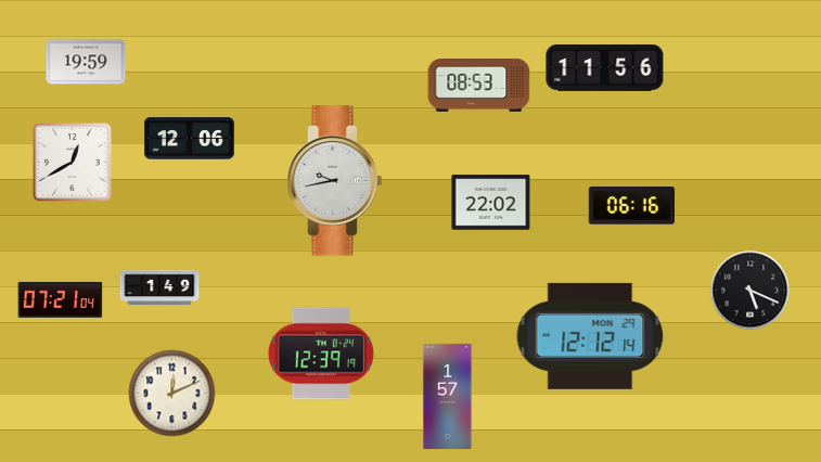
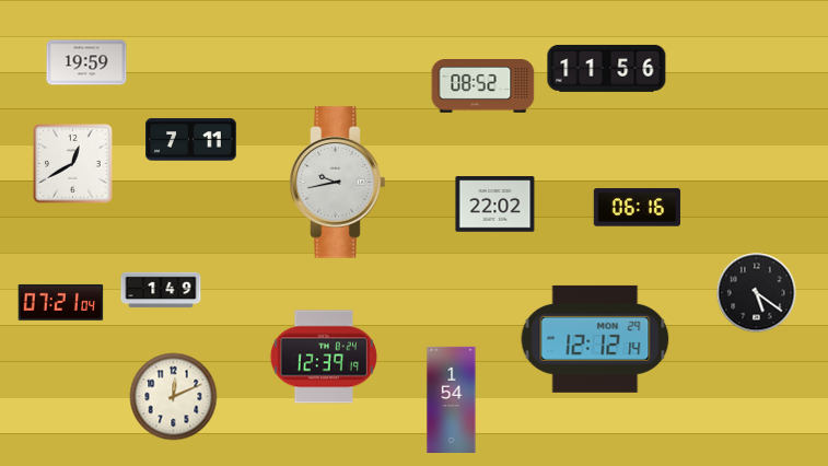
clock at (605, 67) position: (605, 67) -> (607, 68)
clock at (479, 86): 08:53 -> 08:52
clock at (190, 139): 12:06 -> 7:11
clock at (751, 291): 5:19 -> 5:21
clock at (448, 396): 1:57 -> 1:54
